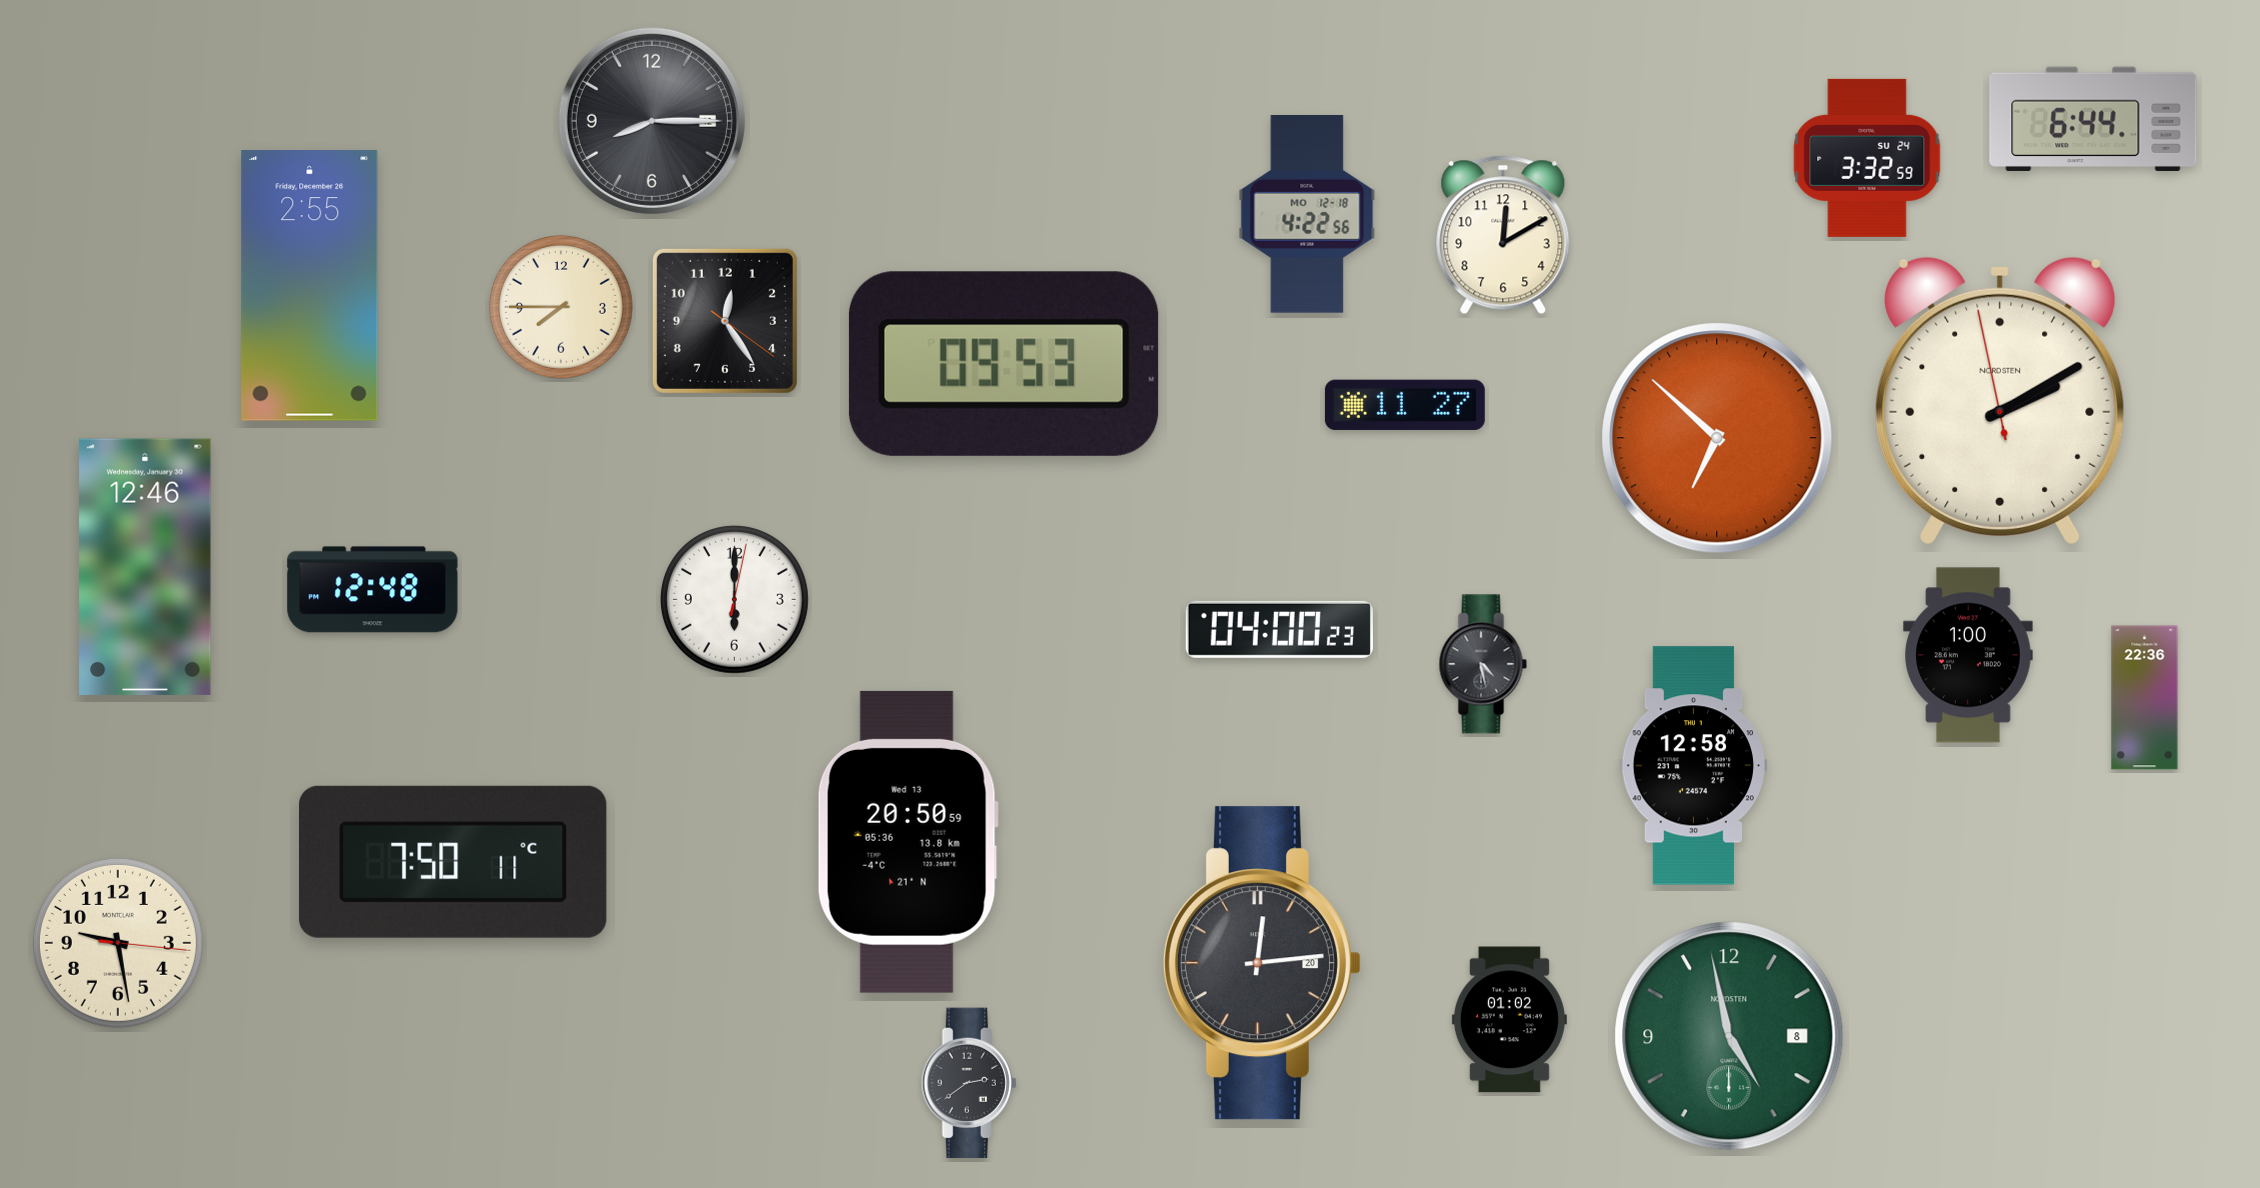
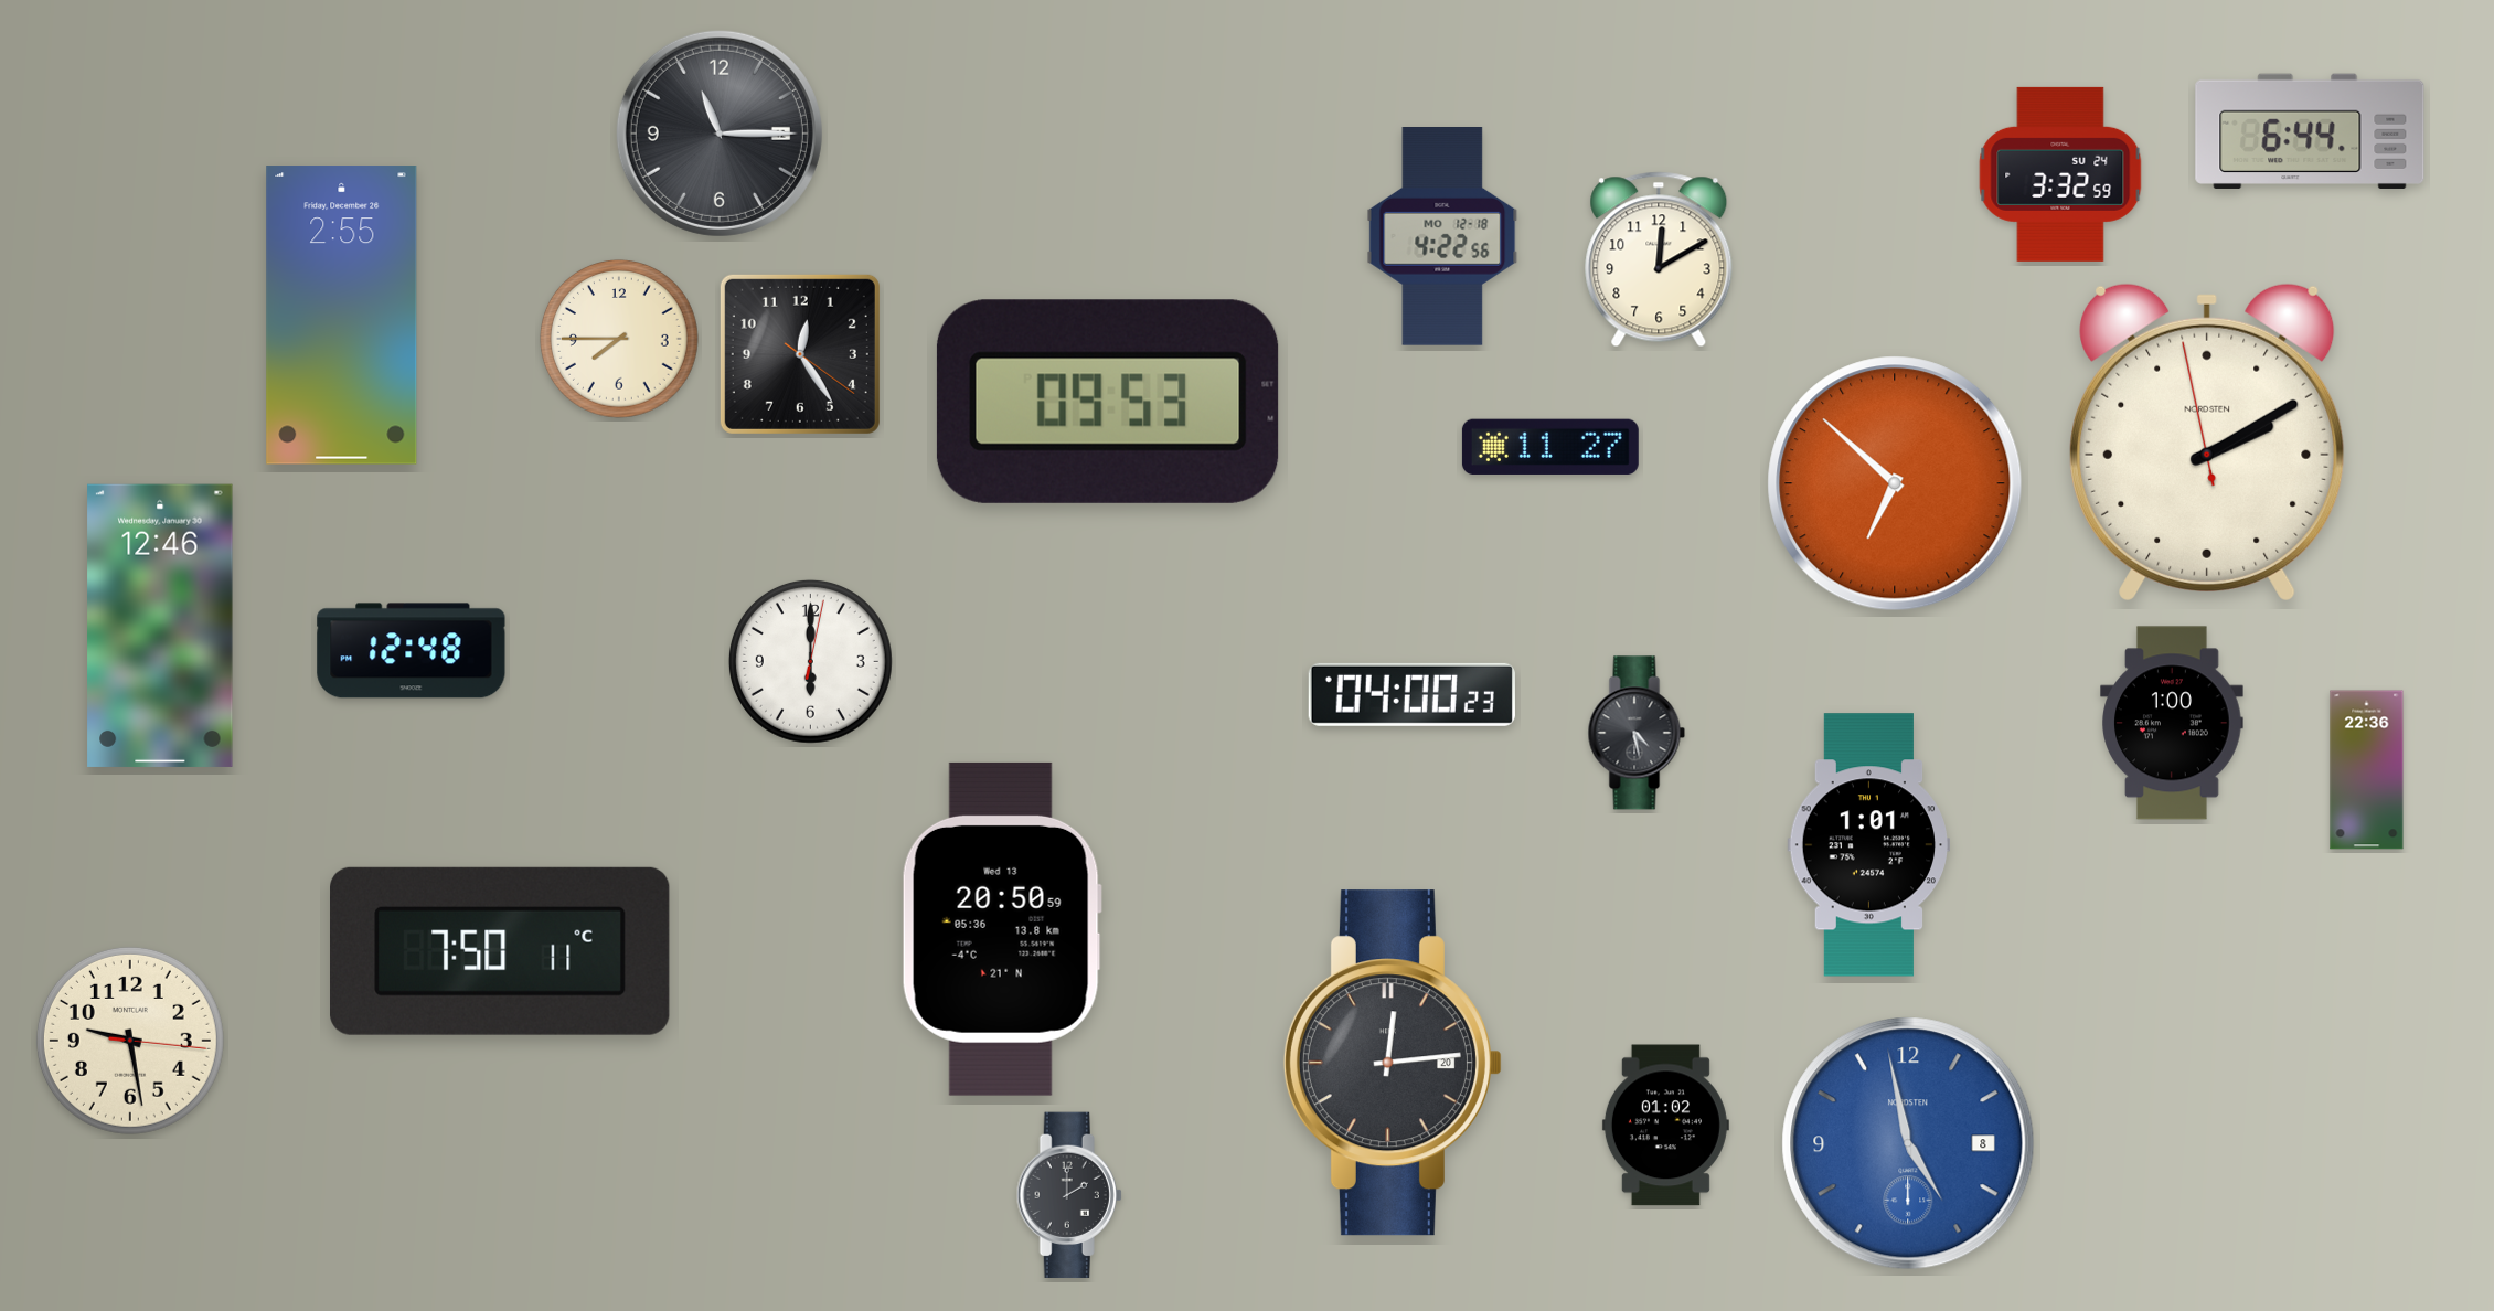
clock at (652, 121): 8:15 -> 11:15
clock at (1693, 766): 12:58 -> 1:01
clock at (1729, 1036) dial: green -> blue
clock at (969, 1083): 2:39 -> 2:00
